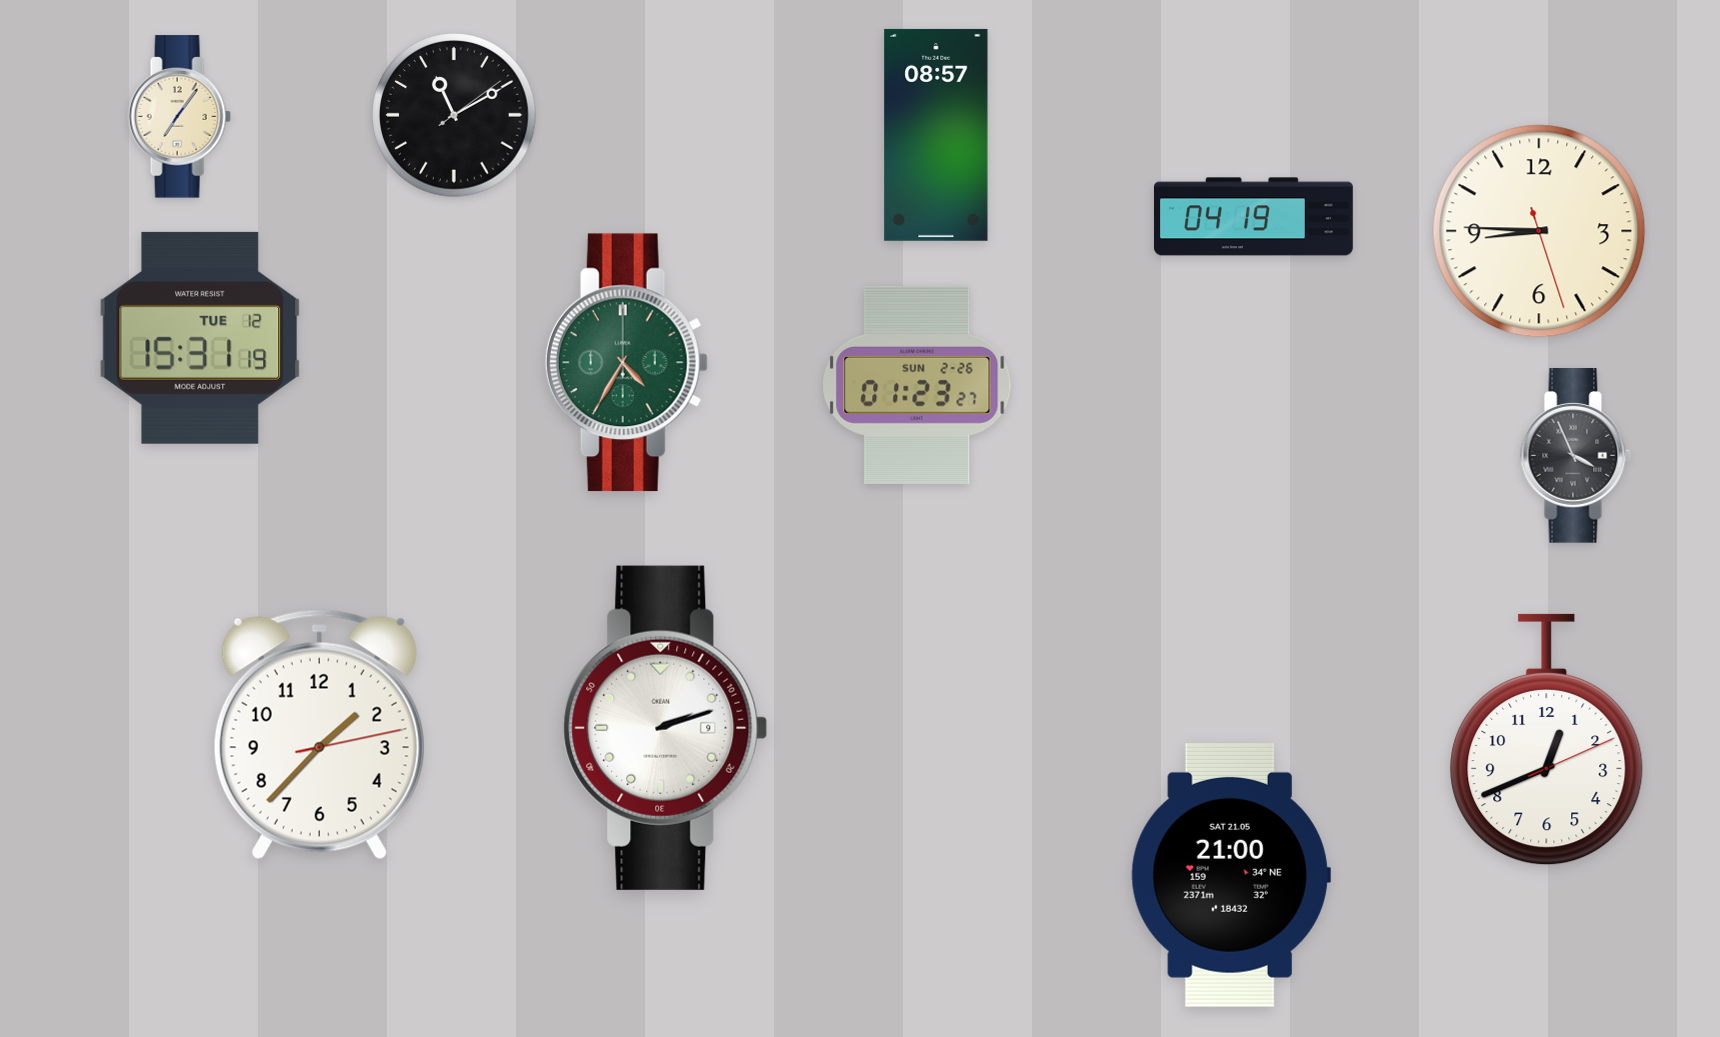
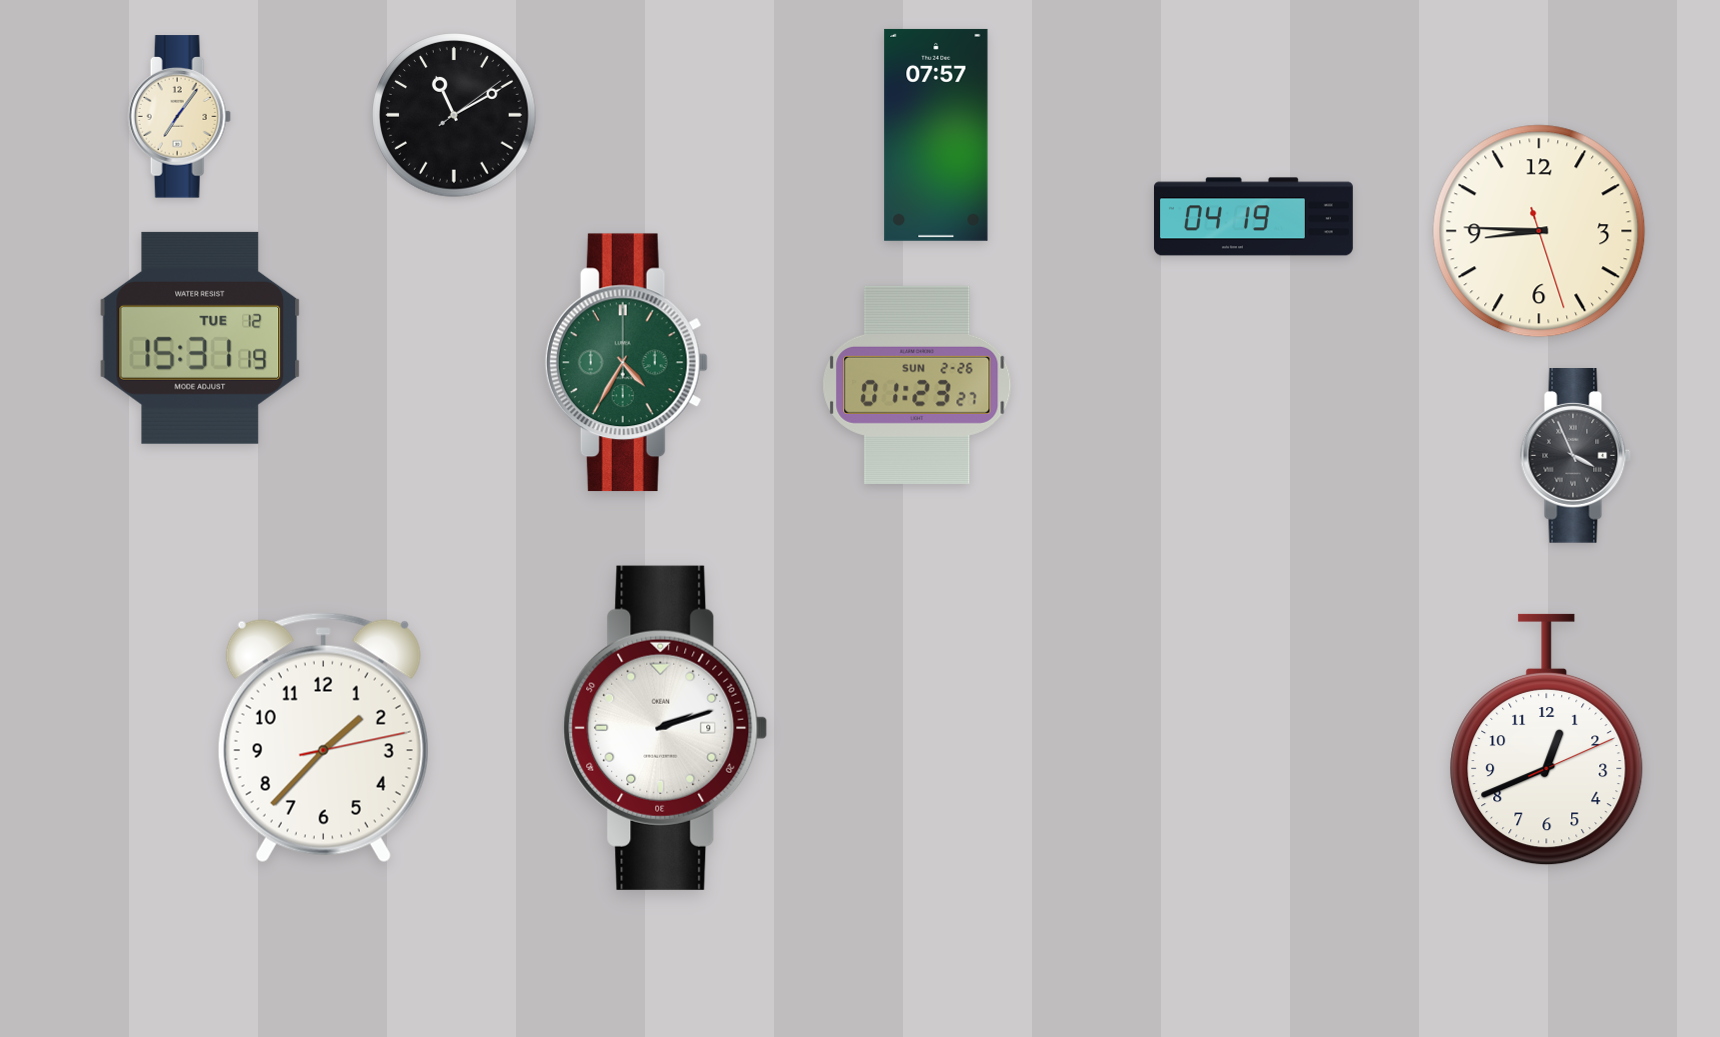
clock at (936, 135): 08:57 -> 07:57
clock at (319, 735) position: (319, 735) -> (323, 738)
clock at (1231, 875): 21:00 -> none
